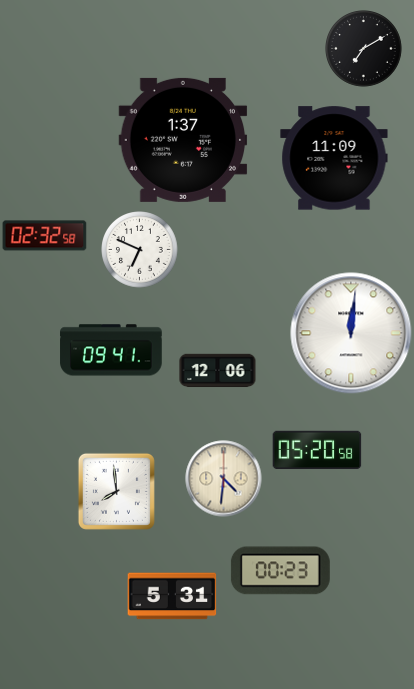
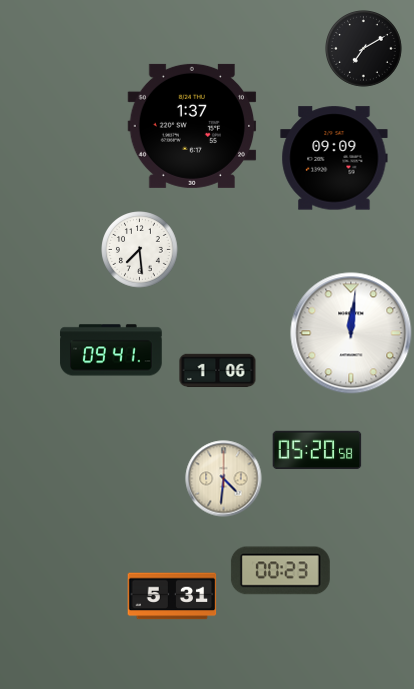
clock at (183, 140) position: (183, 140) -> (192, 126)
clock at (334, 158): 11:09 -> 09:09
clock at (45, 236): 02:32 -> none
clock at (140, 250): 6:49 -> 7:29
clock at (218, 371): 12:06 -> 1:06
clock at (116, 491): 7:59 -> none
